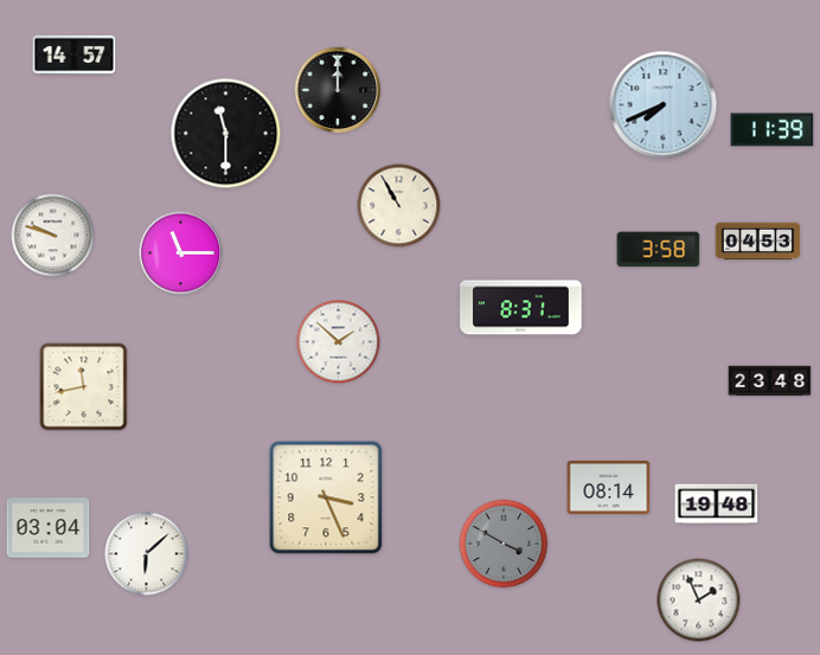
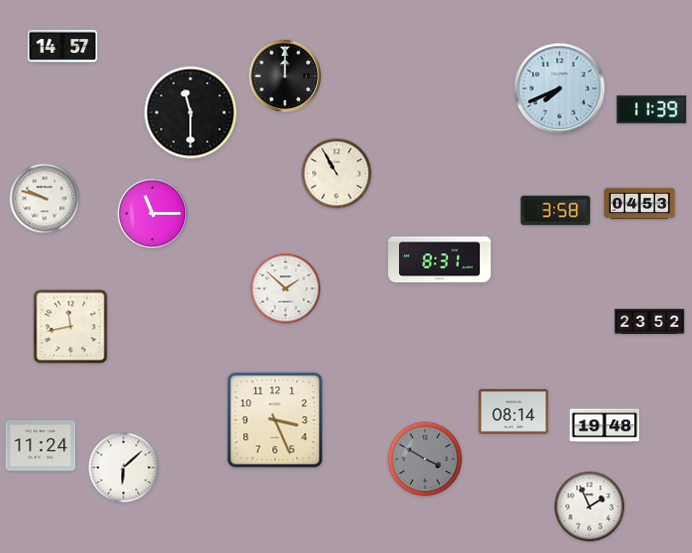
clock at (770, 381): 23:48 -> 23:52
clock at (49, 528): 03:04 -> 11:24
